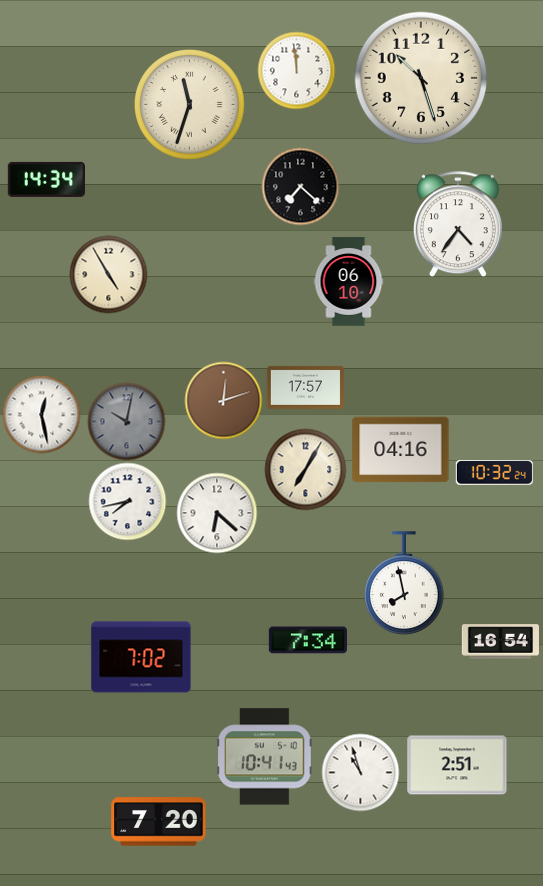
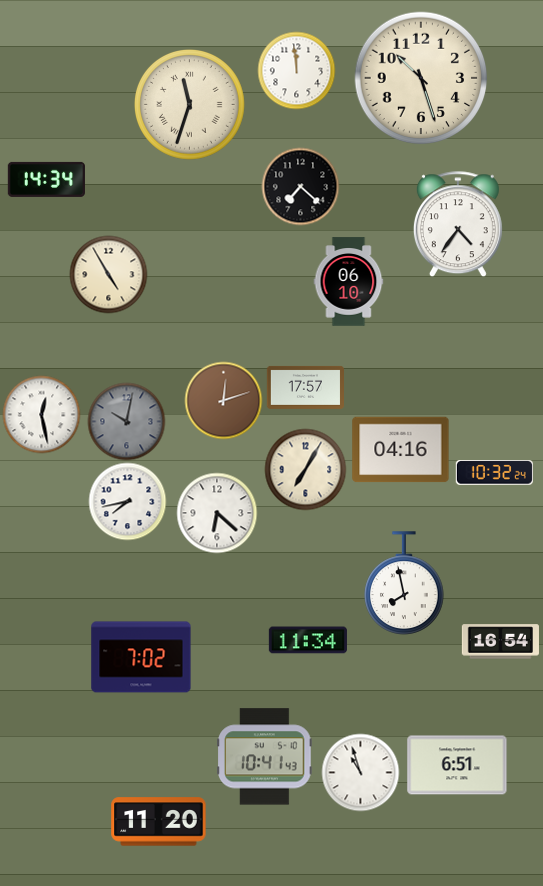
clock at (308, 640): 7:34 -> 11:34
clock at (457, 765): 2:51 -> 6:51
clock at (159, 822): 7:20 -> 11:20
